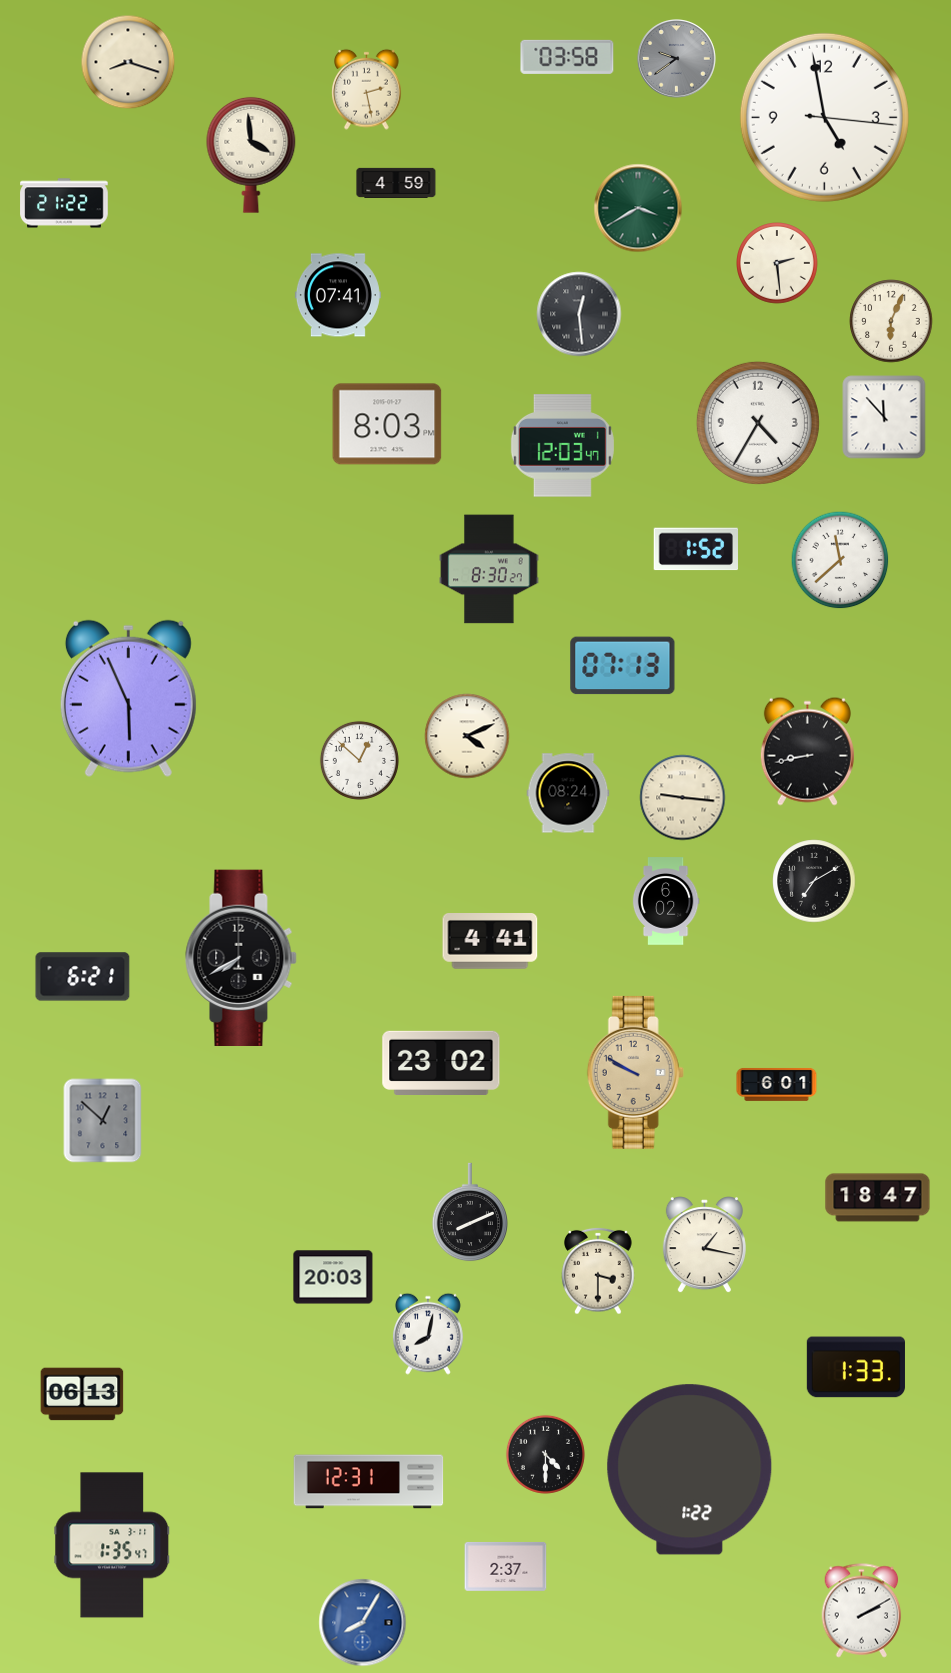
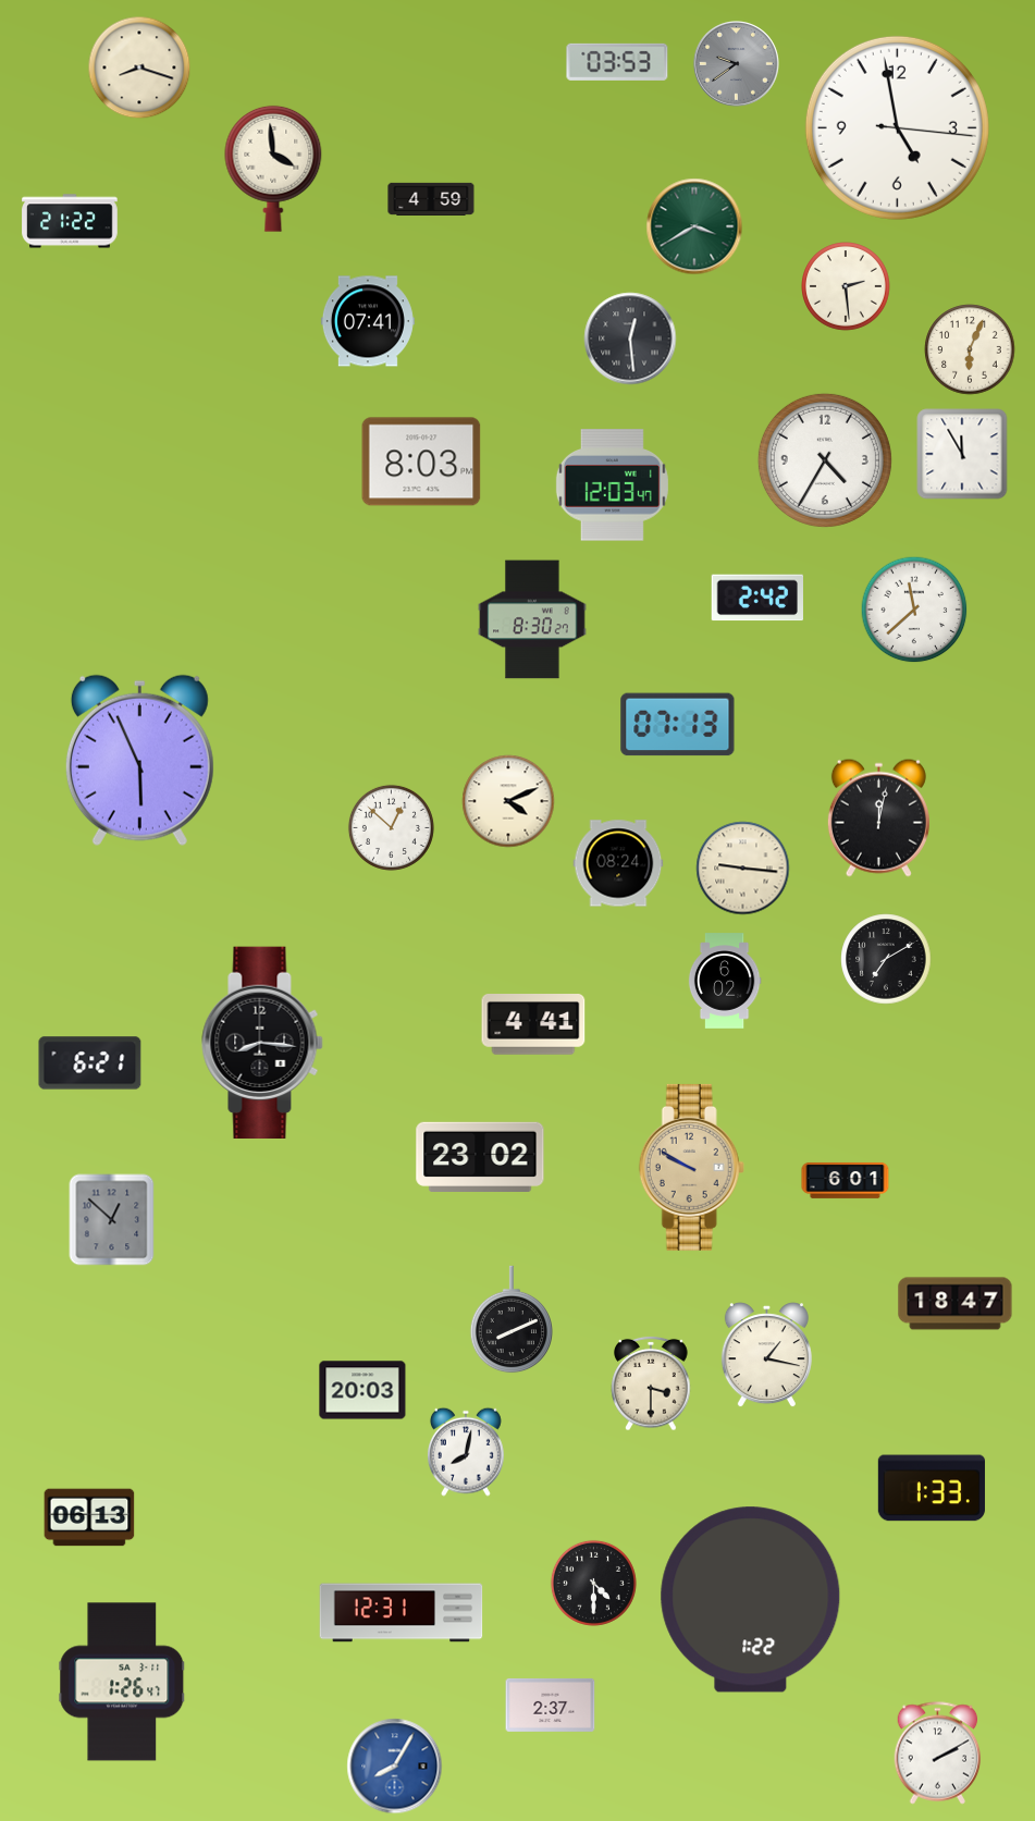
clock at (567, 57): 03:58 -> 03:53
clock at (367, 89): 2:28 -> none
clock at (579, 314) position: (579, 314) -> (630, 339)
clock at (884, 417): 11:53 -> 11:55
clock at (695, 549): 1:52 -> 2:42
clock at (807, 751): 8:43 -> 12:02
clock at (241, 957): 7:40 -> 8:16
clock at (112, 1545): 1:35 -> 1:26
